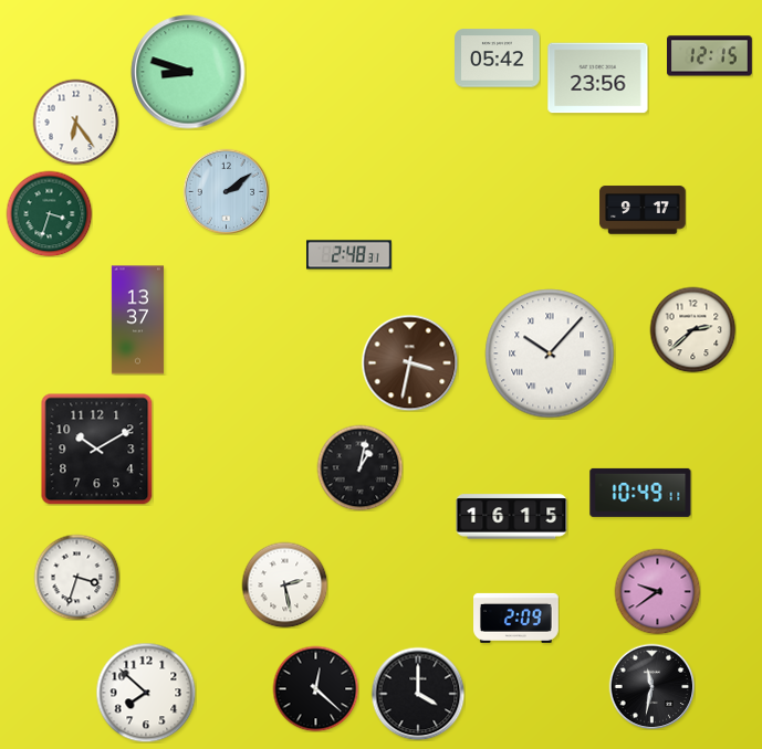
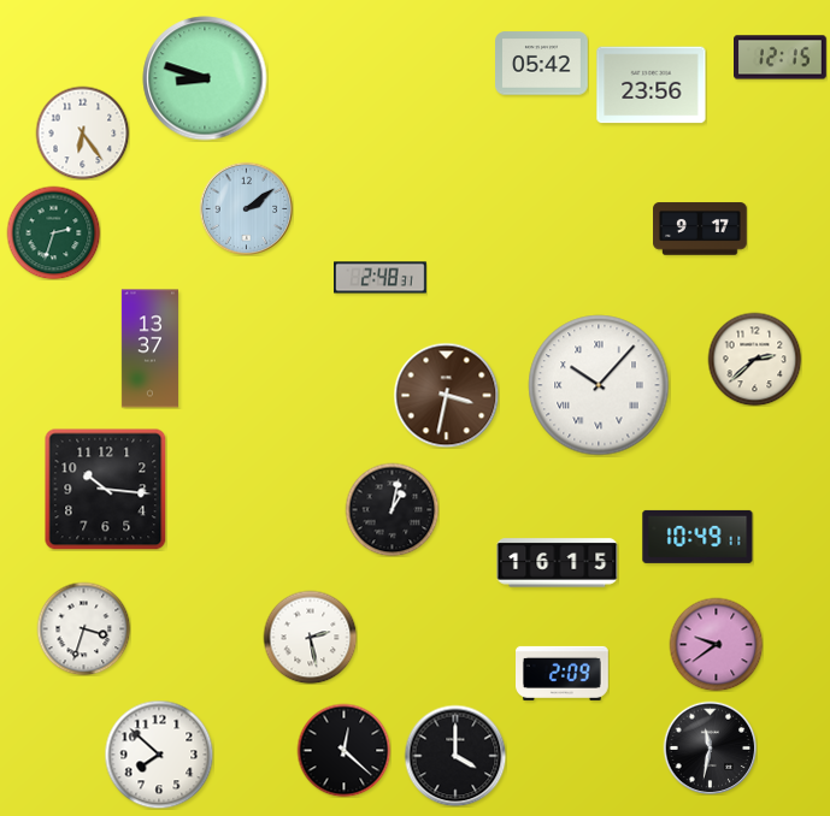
clock at (710, 56) position: (710, 56) -> (781, 58)
clock at (49, 213): 3:33 -> 2:33
clock at (97, 450): 10:10 -> 10:16
